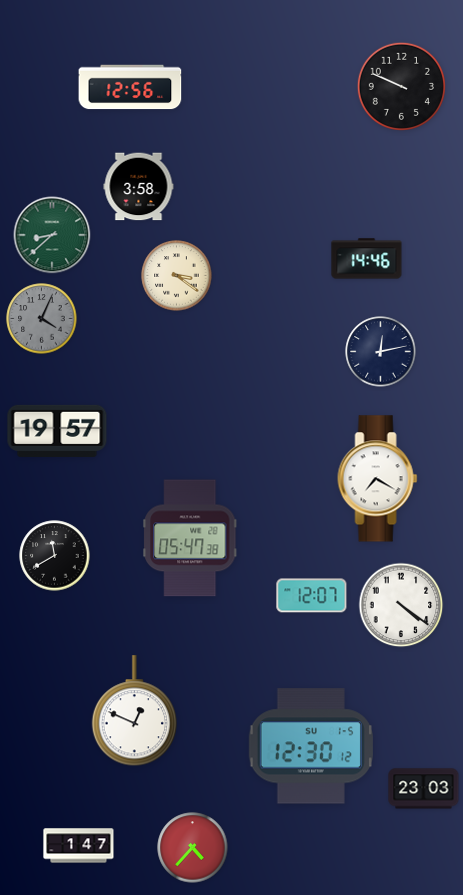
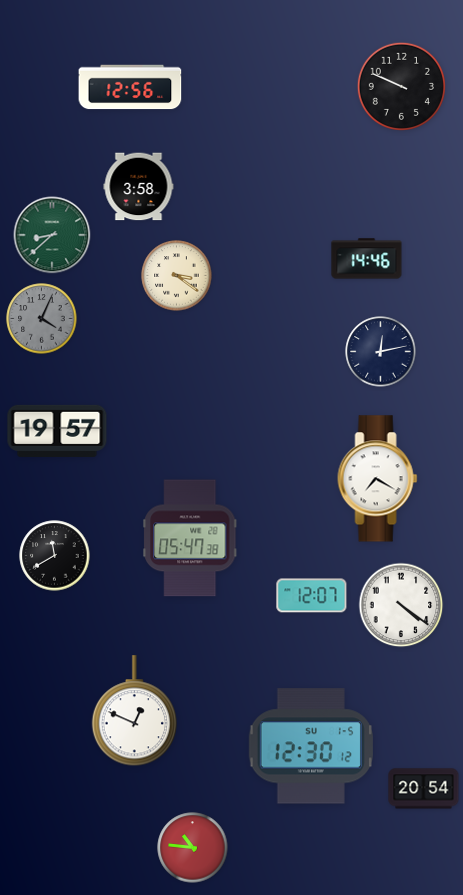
clock at (424, 789): 23:03 -> 20:54
clock at (79, 846): 1:47 -> none
clock at (193, 848): 4:37 -> 10:46
